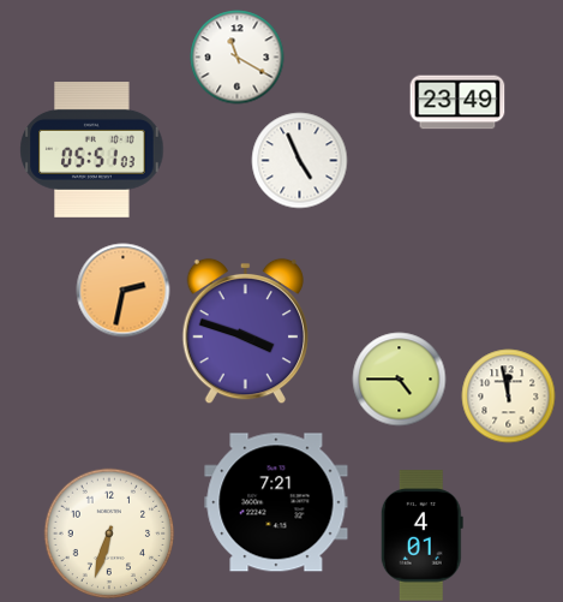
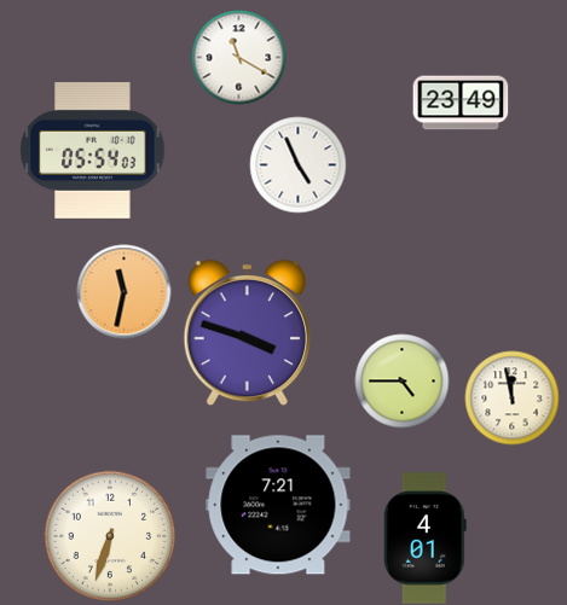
clock at (92, 150): 05:51 -> 05:54
clock at (299, 160) position: (299, 160) -> (297, 164)
clock at (122, 290): 2:32 -> 11:32
